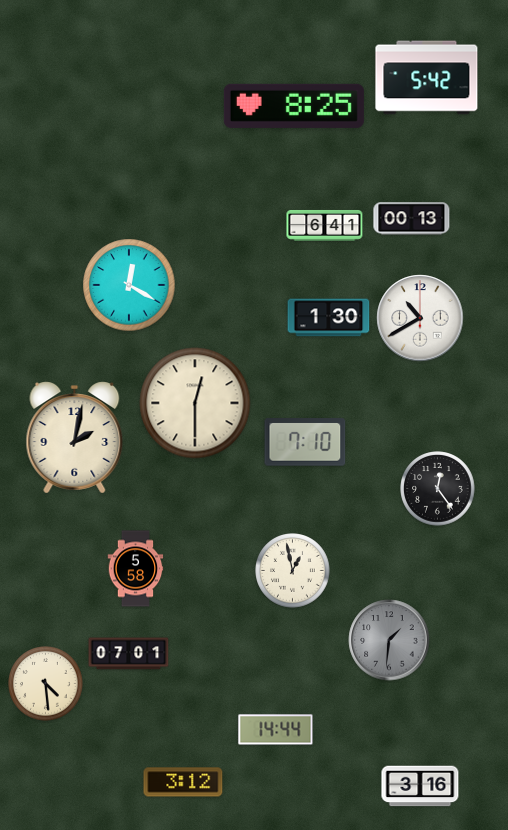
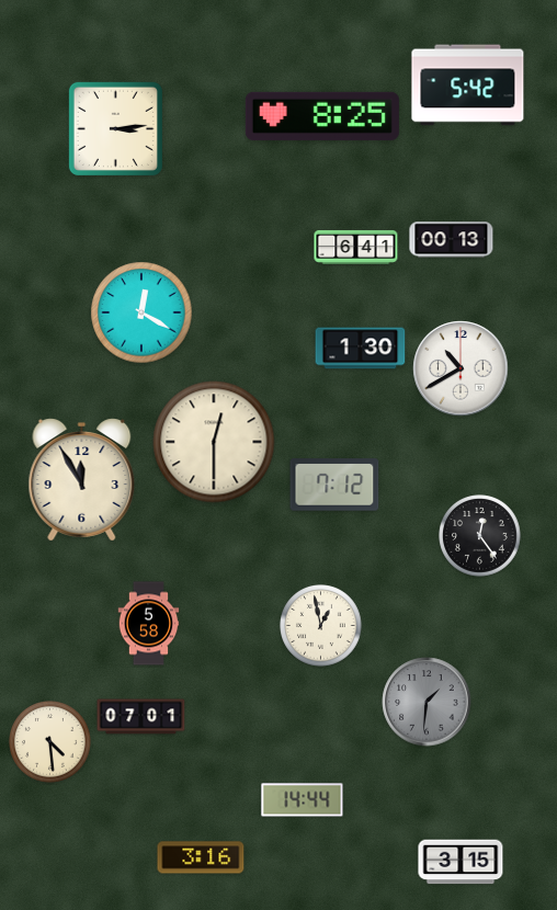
clock at (115, 128): none -> 3:14
clock at (420, 318) position: (420, 318) -> (461, 368)
clock at (75, 438): 2:02 -> 11:55
clock at (305, 442): 7:10 -> 7:12
clock at (46, 684) position: (46, 684) -> (50, 742)
clock at (183, 782): 3:12 -> 3:16
clock at (420, 786): 3:16 -> 3:15
